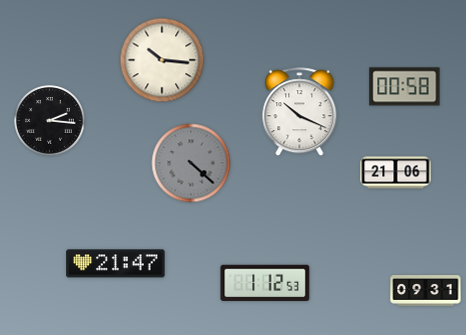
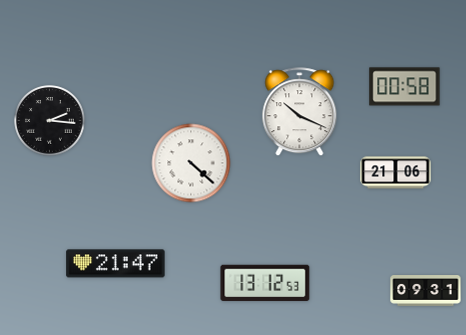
clock at (162, 60): 10:16 -> none
clock at (191, 163) dial: grey -> white
clock at (265, 283): 1:12 -> 13:12
